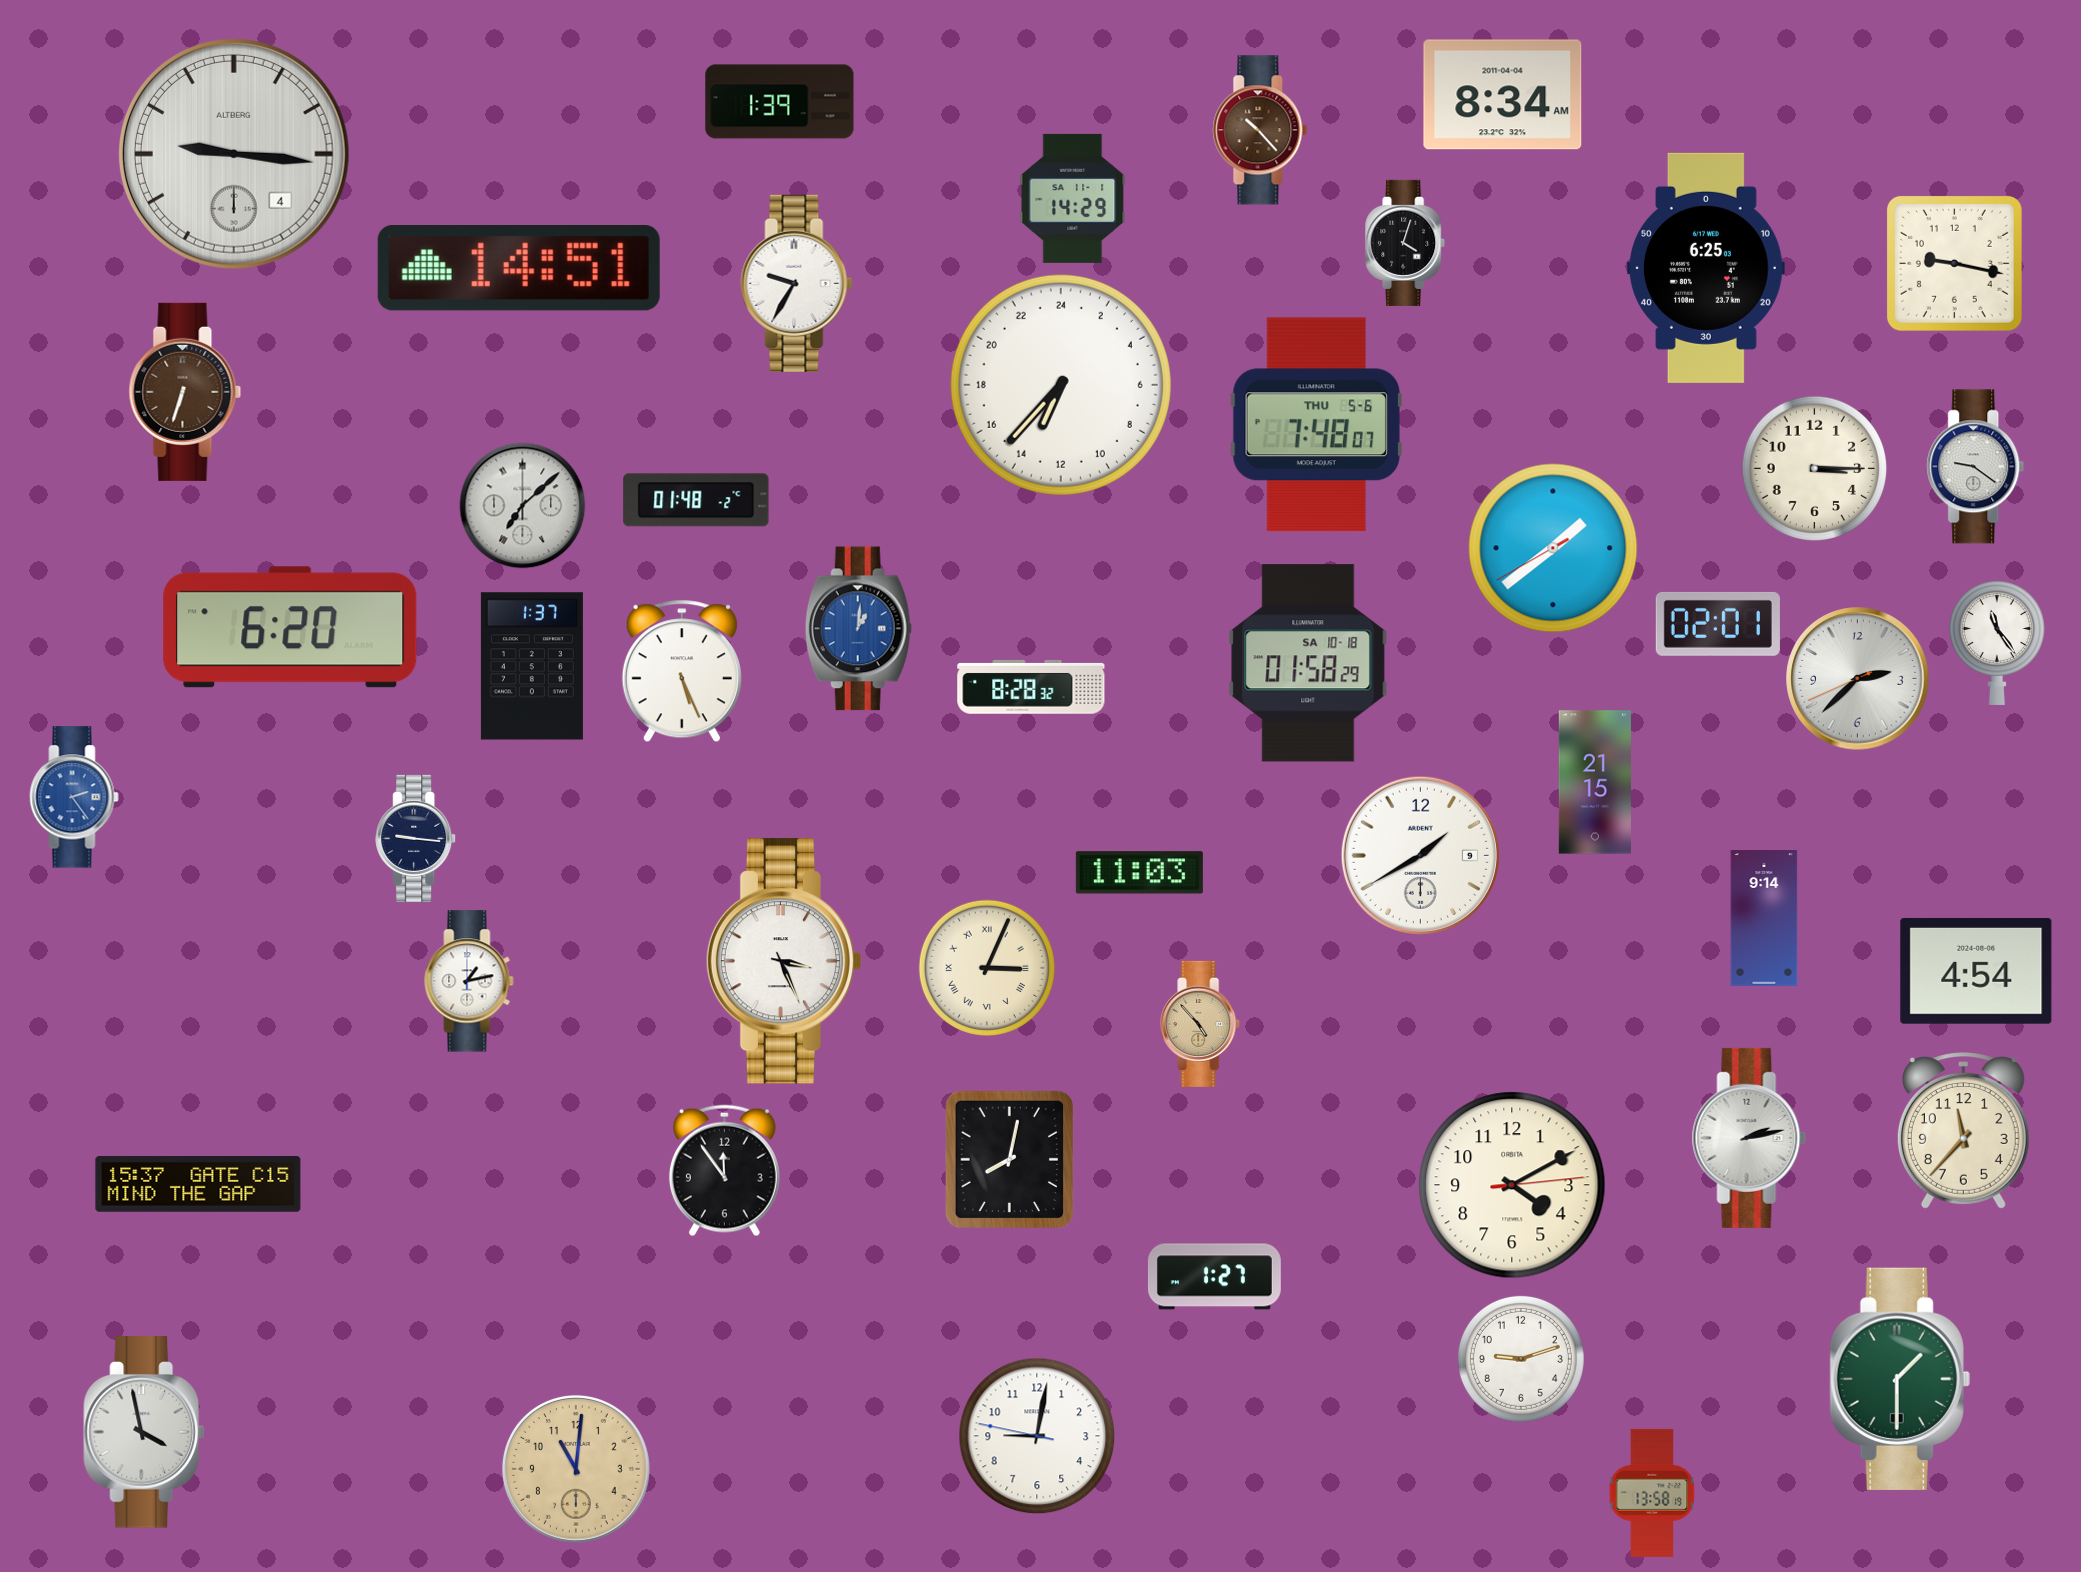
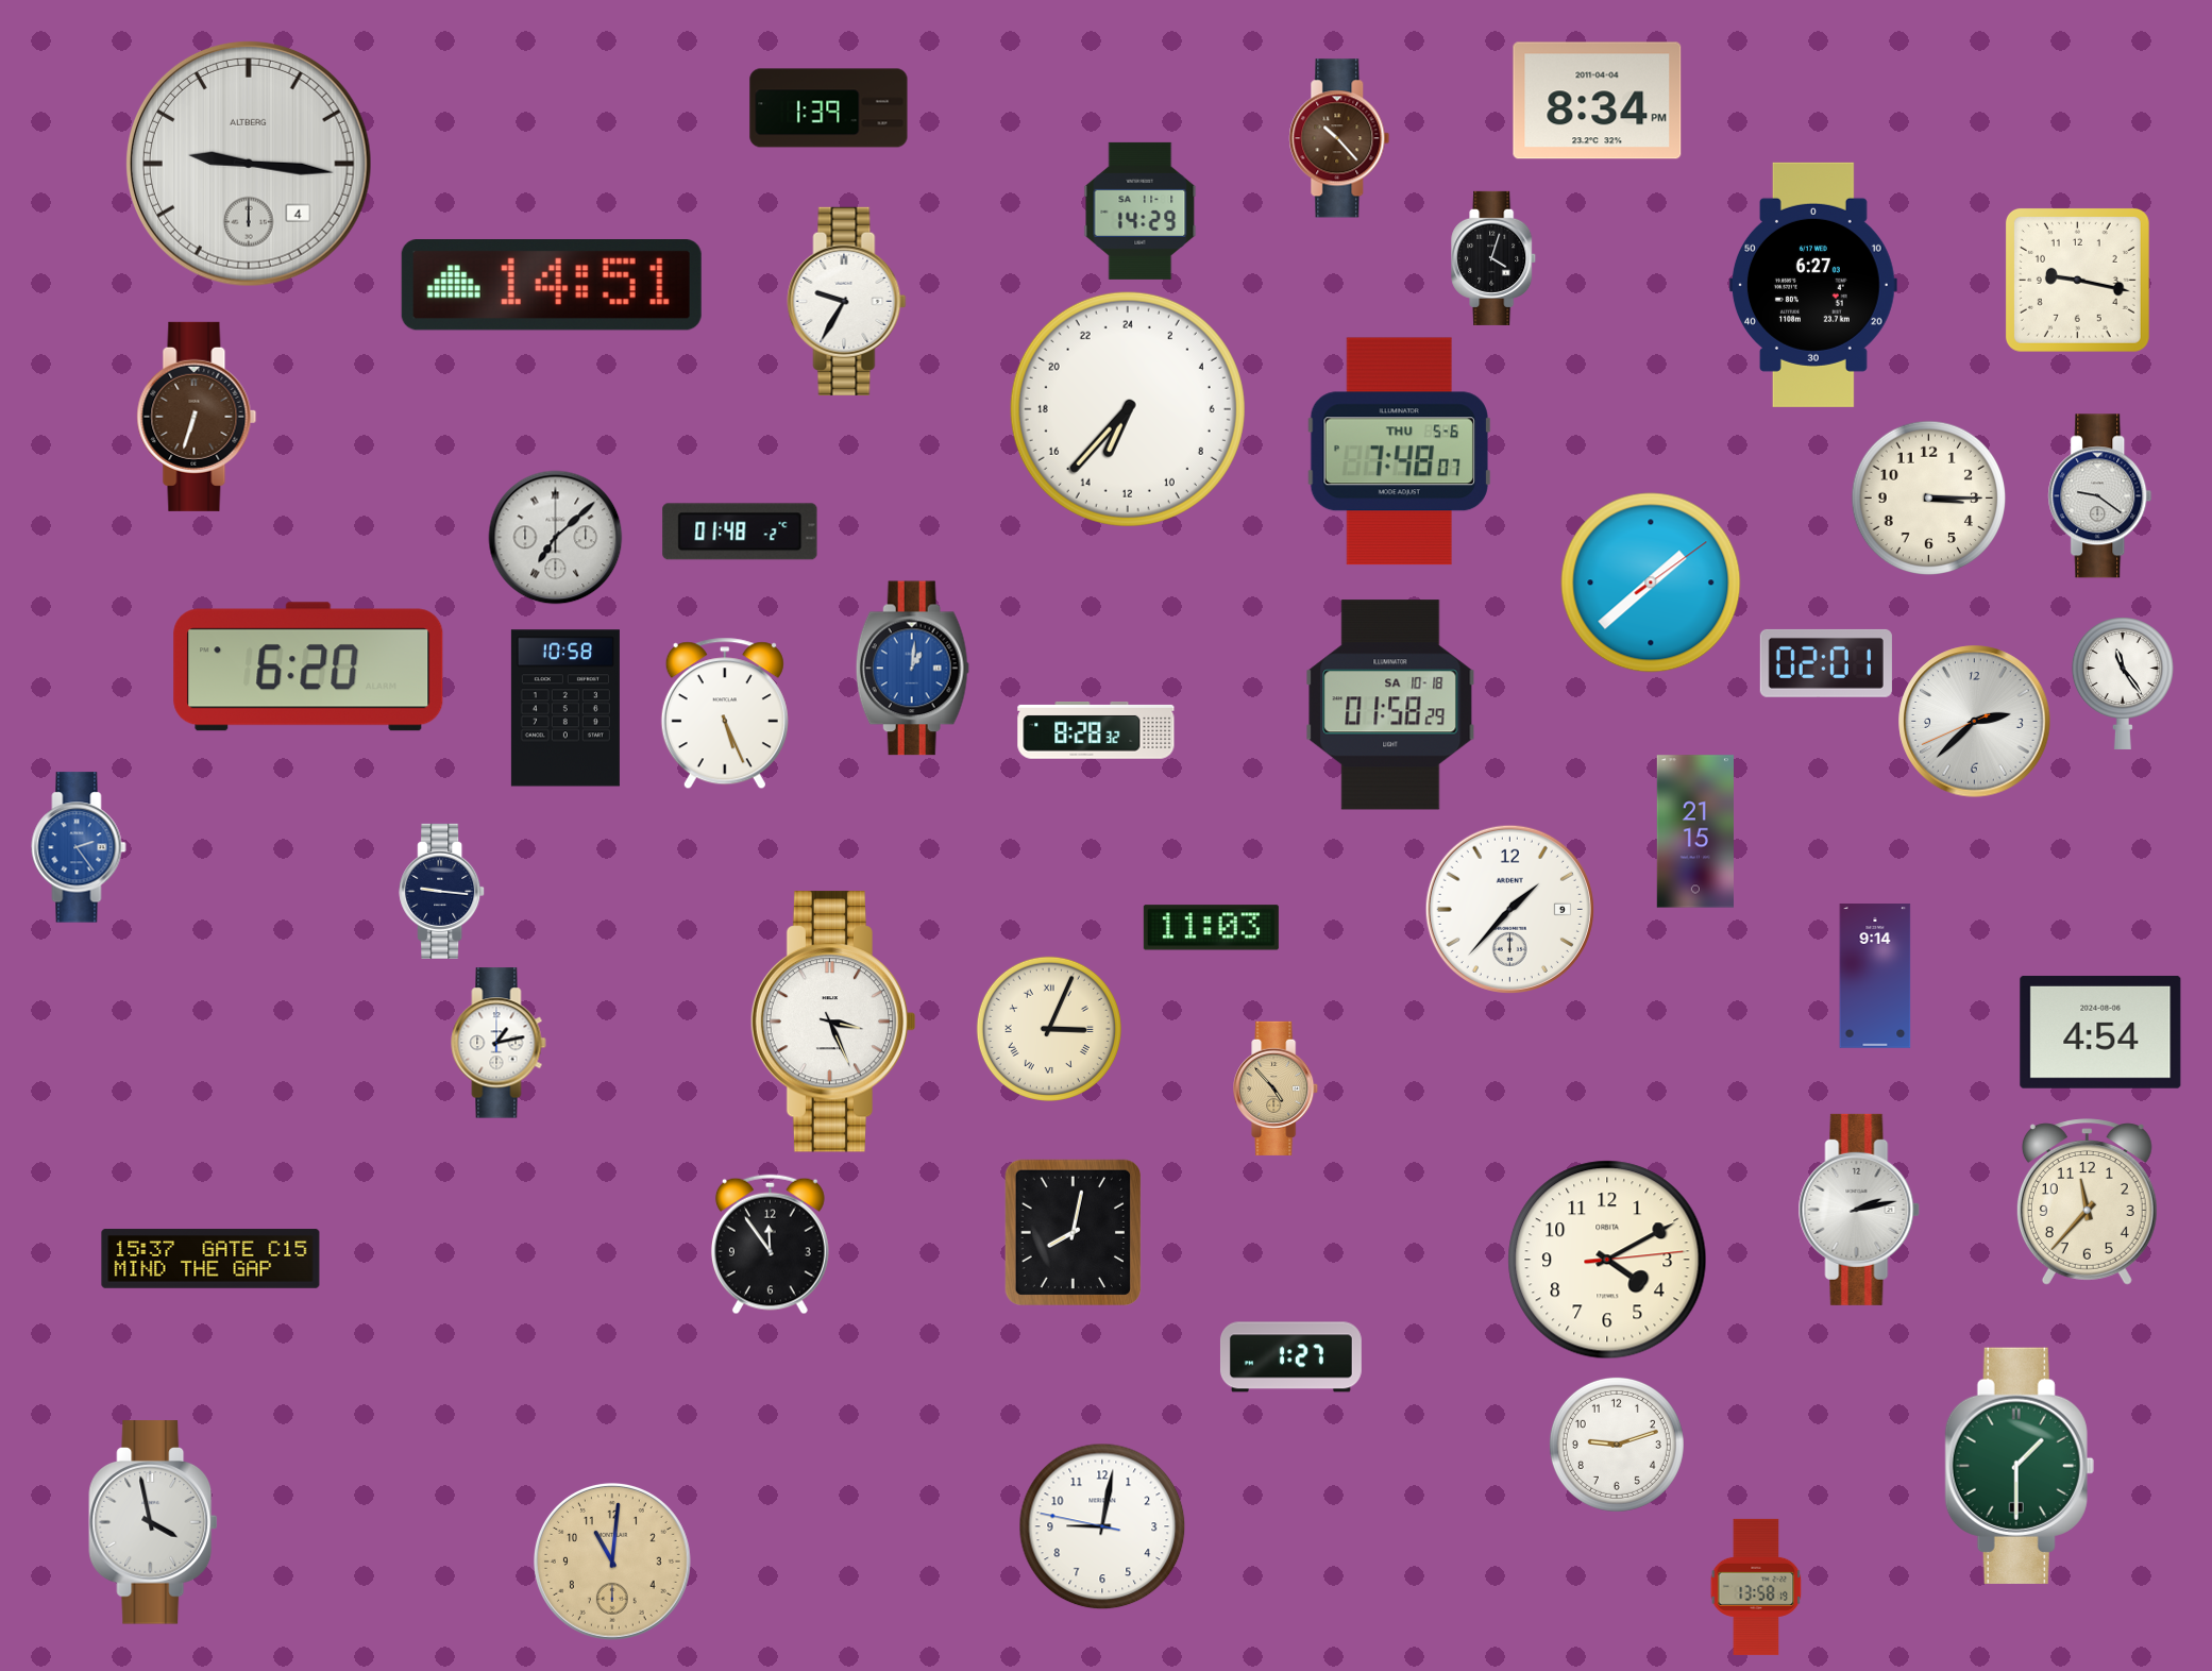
clock at (1503, 95): 8:34 AM -> 8:34 PM
clock at (1706, 268): 6:25 -> 6:27
clock at (1553, 548): 1:38:40 -> 1:38:09
clock at (532, 666): 1:37 -> 10:58
clock at (1420, 855): 1:40 -> 1:37
